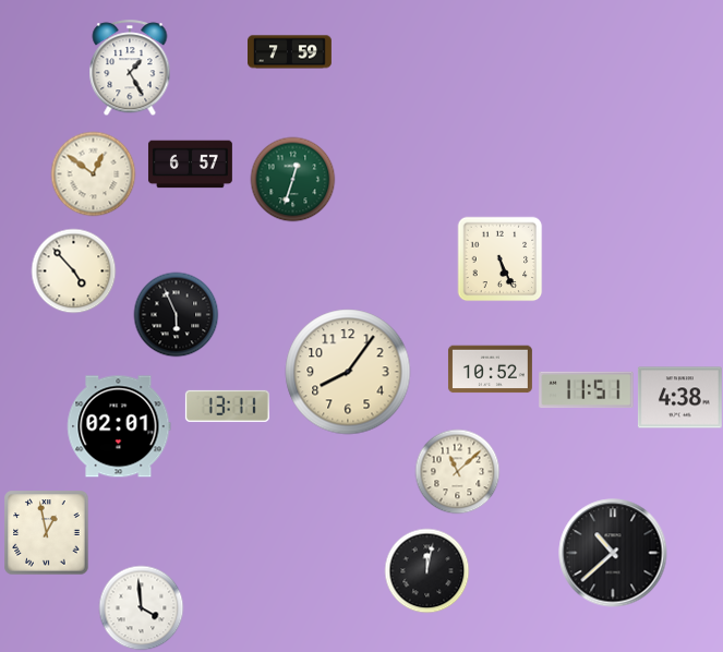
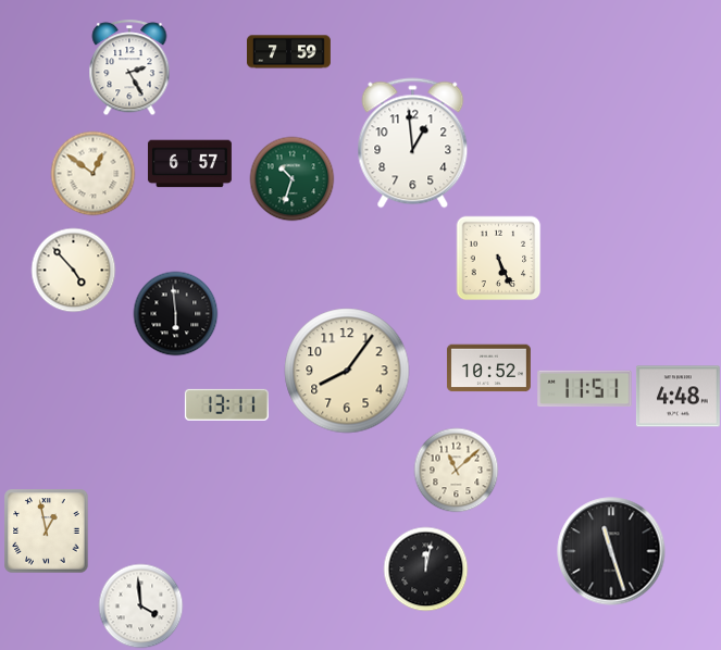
clock at (130, 68): 1:25 -> 2:25
clock at (413, 143): none -> 12:59
clock at (292, 179): 12:33 -> 10:33
clock at (176, 314): 5:56 -> 5:59
clock at (679, 398): 4:38 -> 4:48
clock at (119, 426): 02:01 -> none
clock at (613, 553): 10:38 -> 11:27
